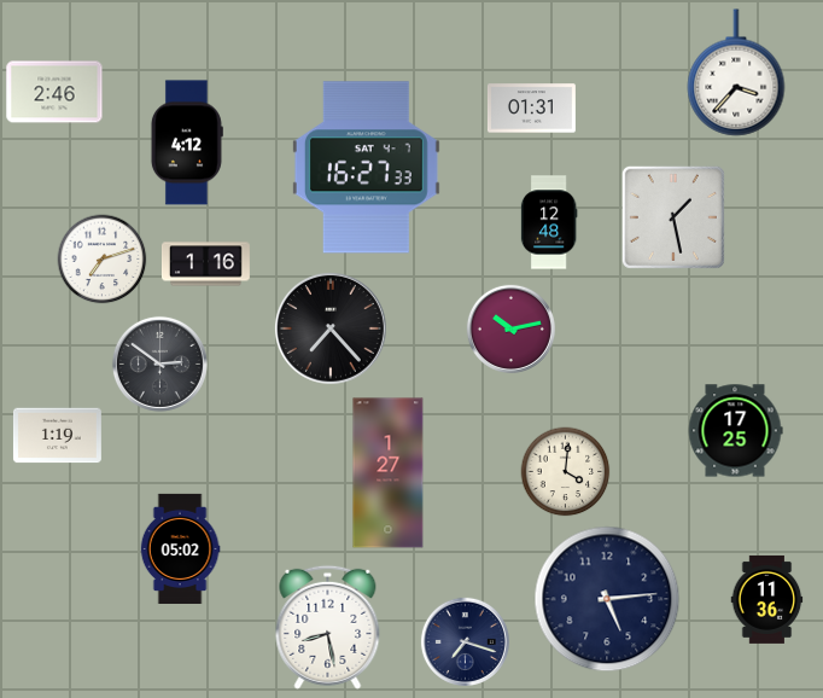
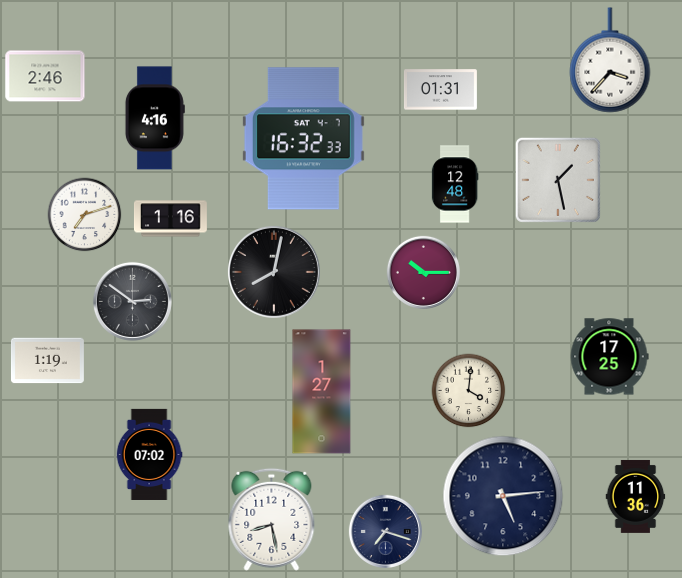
clock at (186, 142): 4:12 -> 4:16
clock at (366, 168): 16:27 -> 16:32
clock at (331, 328): 7:23 -> 8:02
clock at (510, 328): 10:13 -> 10:15
clock at (180, 548): 05:02 -> 07:02
